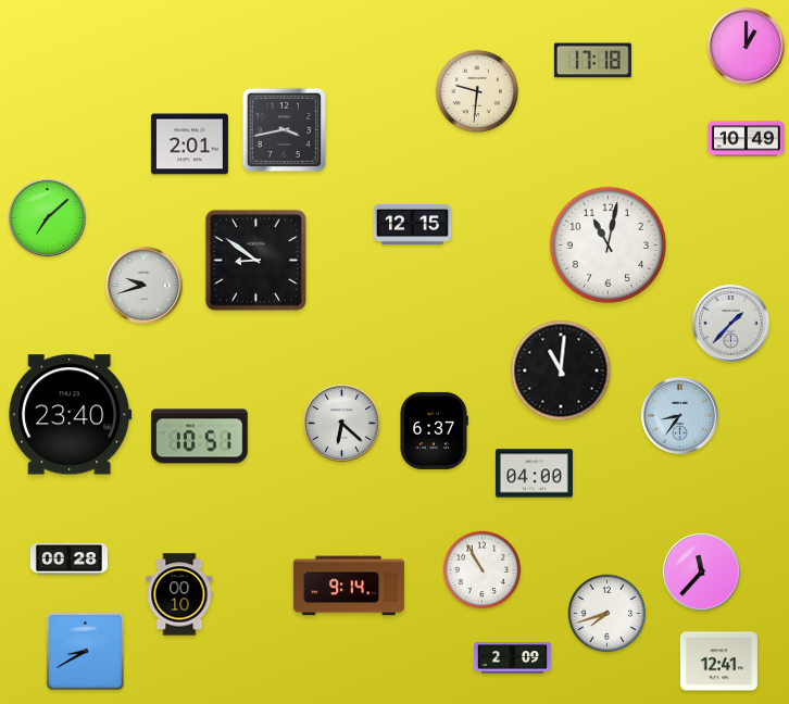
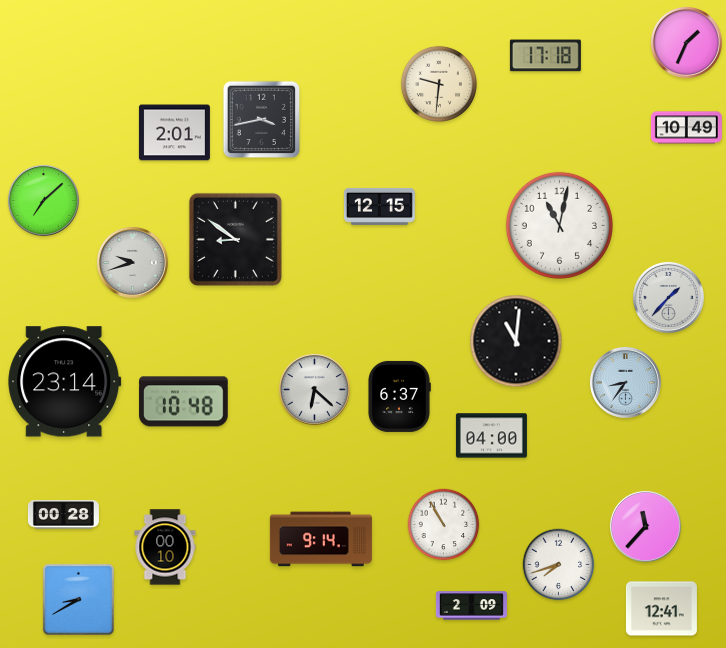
clock at (746, 46): 1:00 -> 1:34
clock at (730, 323) position: (730, 323) -> (668, 297)
clock at (71, 415): 23:40 -> 23:14
clock at (200, 437): 10:51 -> 10:48
